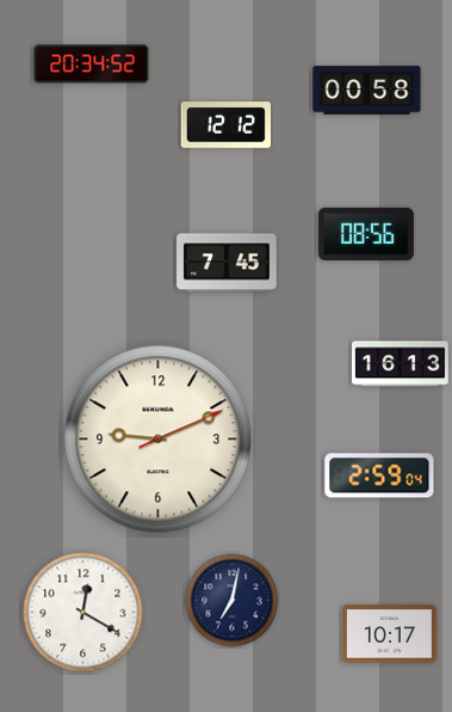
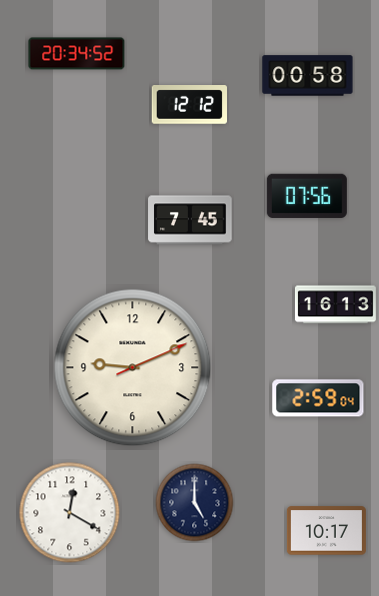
clock at (366, 234): 08:56 -> 07:56
clock at (233, 601): 7:02 -> 5:00
